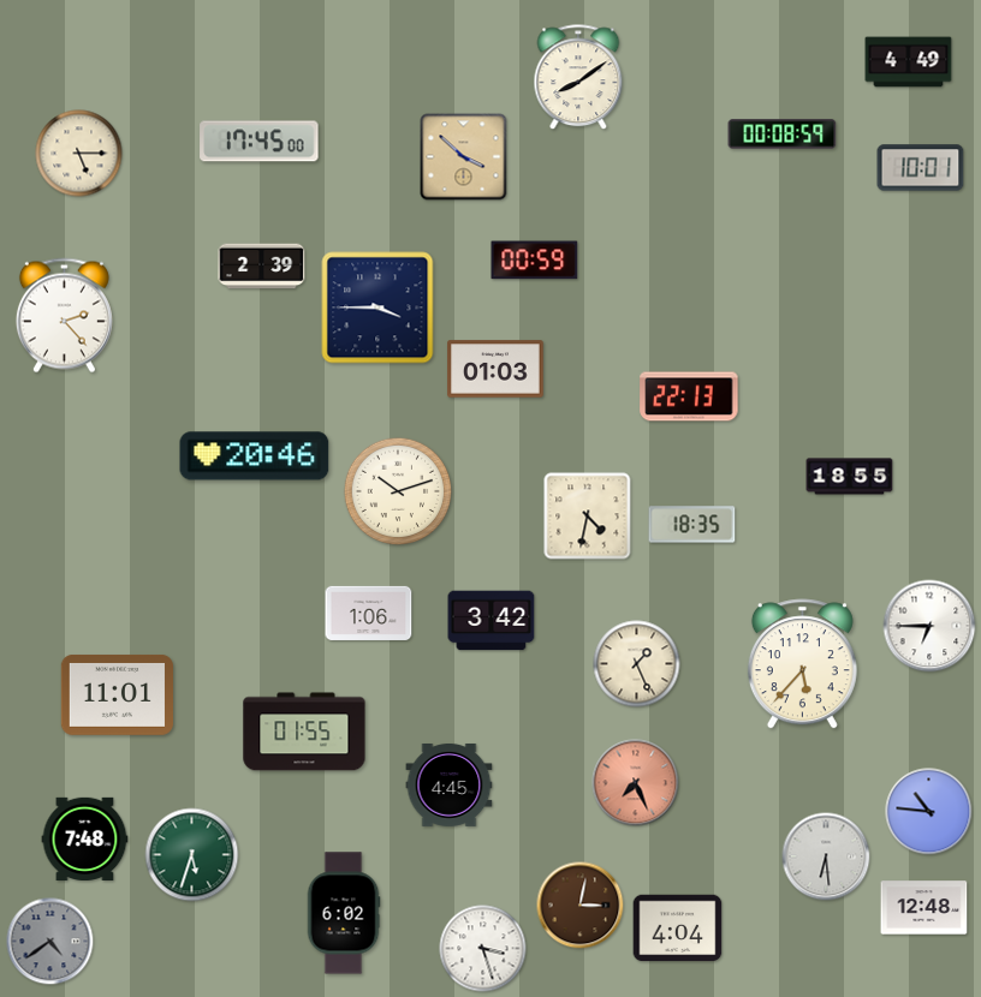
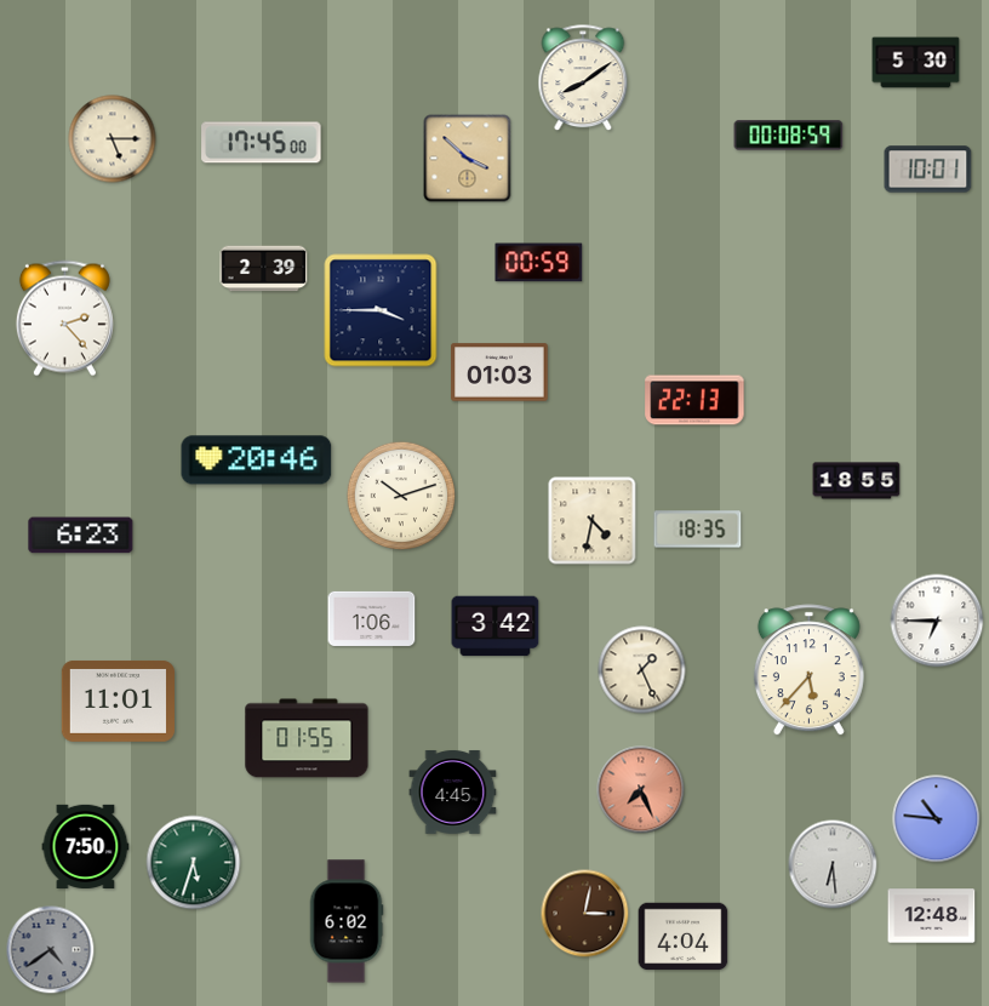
clock at (909, 62): 4:49 -> 5:30
clock at (79, 154) position: (79, 154) -> (113, 139)
clock at (81, 536): none -> 6:23
clock at (929, 626) position: (929, 626) -> (937, 621)
clock at (85, 838): 7:48 -> 7:50
clock at (483, 949): 3:27 -> none
